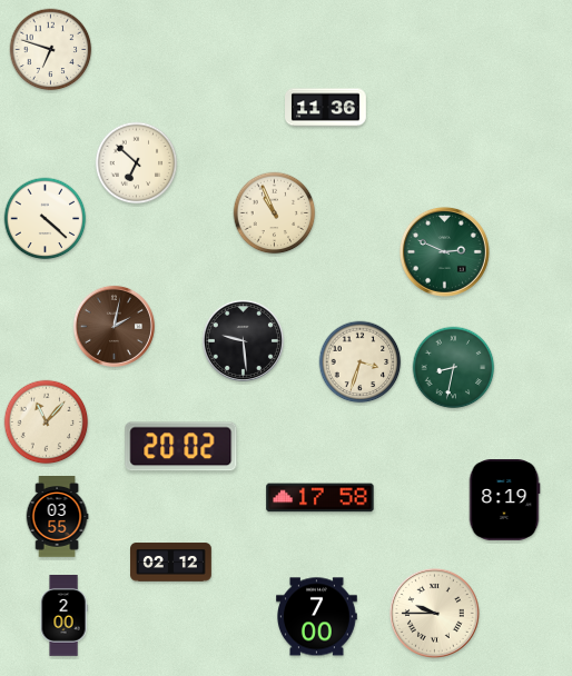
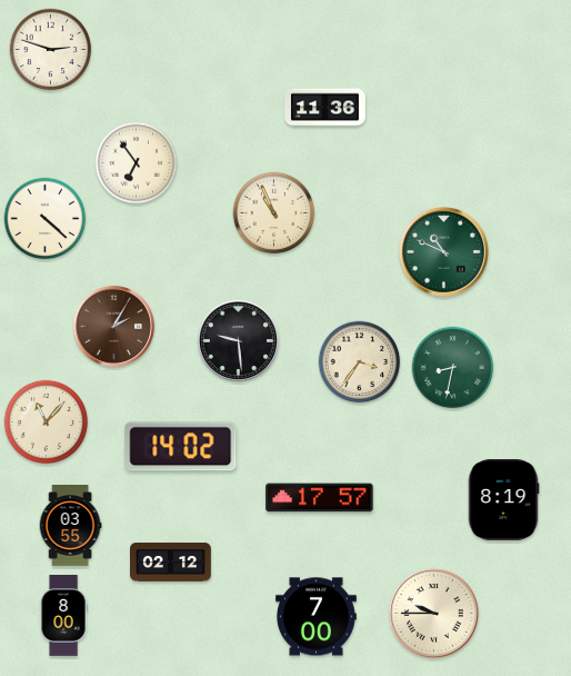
clock at (51, 50): 6:48 -> 2:48
clock at (137, 163): 6:52 -> 6:54
clock at (444, 251): 2:49 -> 10:49
clock at (114, 326): 2:02 -> 2:05
clock at (243, 340) position: (243, 340) -> (238, 340)
clock at (361, 362): 3:33 -> 3:36
clock at (181, 447): 20:02 -> 14:02
clock at (320, 498): 17:58 -> 17:57
clock at (57, 517) position: (57, 517) -> (70, 526)
clock at (63, 616): 2:00 -> 8:00
